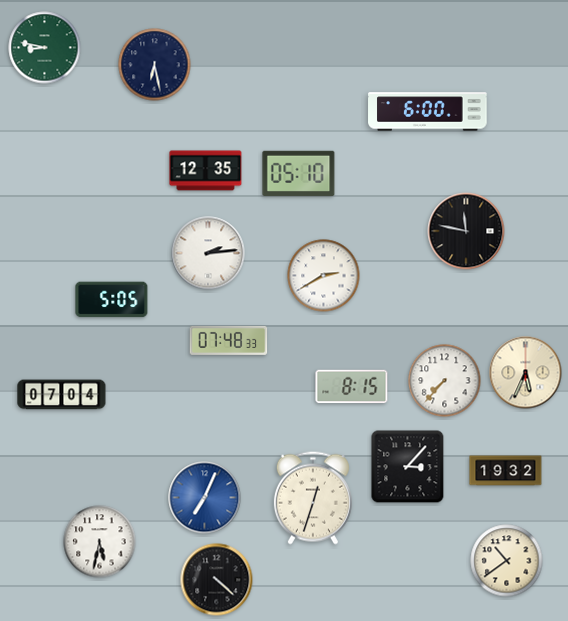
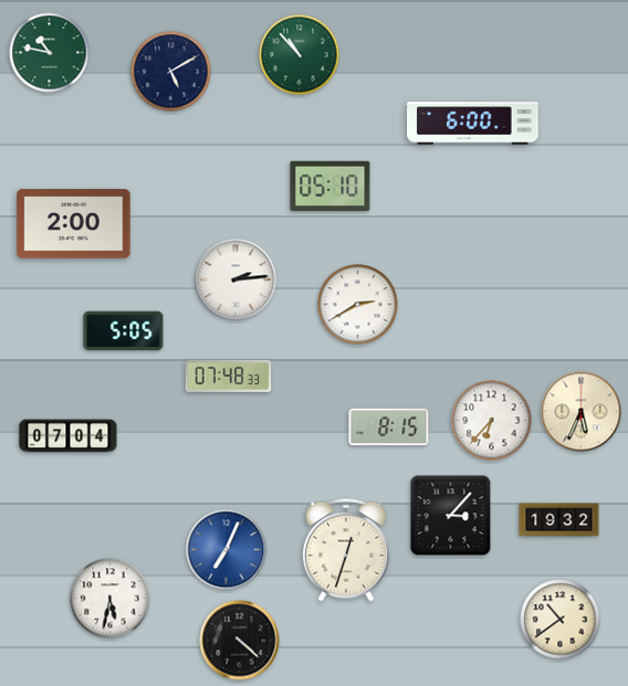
clock at (45, 48): 8:47 -> 10:47
clock at (300, 55): none -> 10:53
clock at (155, 65): 6:28 -> 5:10
clock at (206, 171): 12:35 -> none
clock at (299, 173) position: (299, 173) -> (331, 186)
clock at (74, 224): none -> 2:00
clock at (466, 231): 11:47 -> none
clock at (208, 253) position: (208, 253) -> (236, 279)
clock at (229, 340) position: (229, 340) -> (229, 376)
clock at (445, 381): 7:37 -> 6:37
